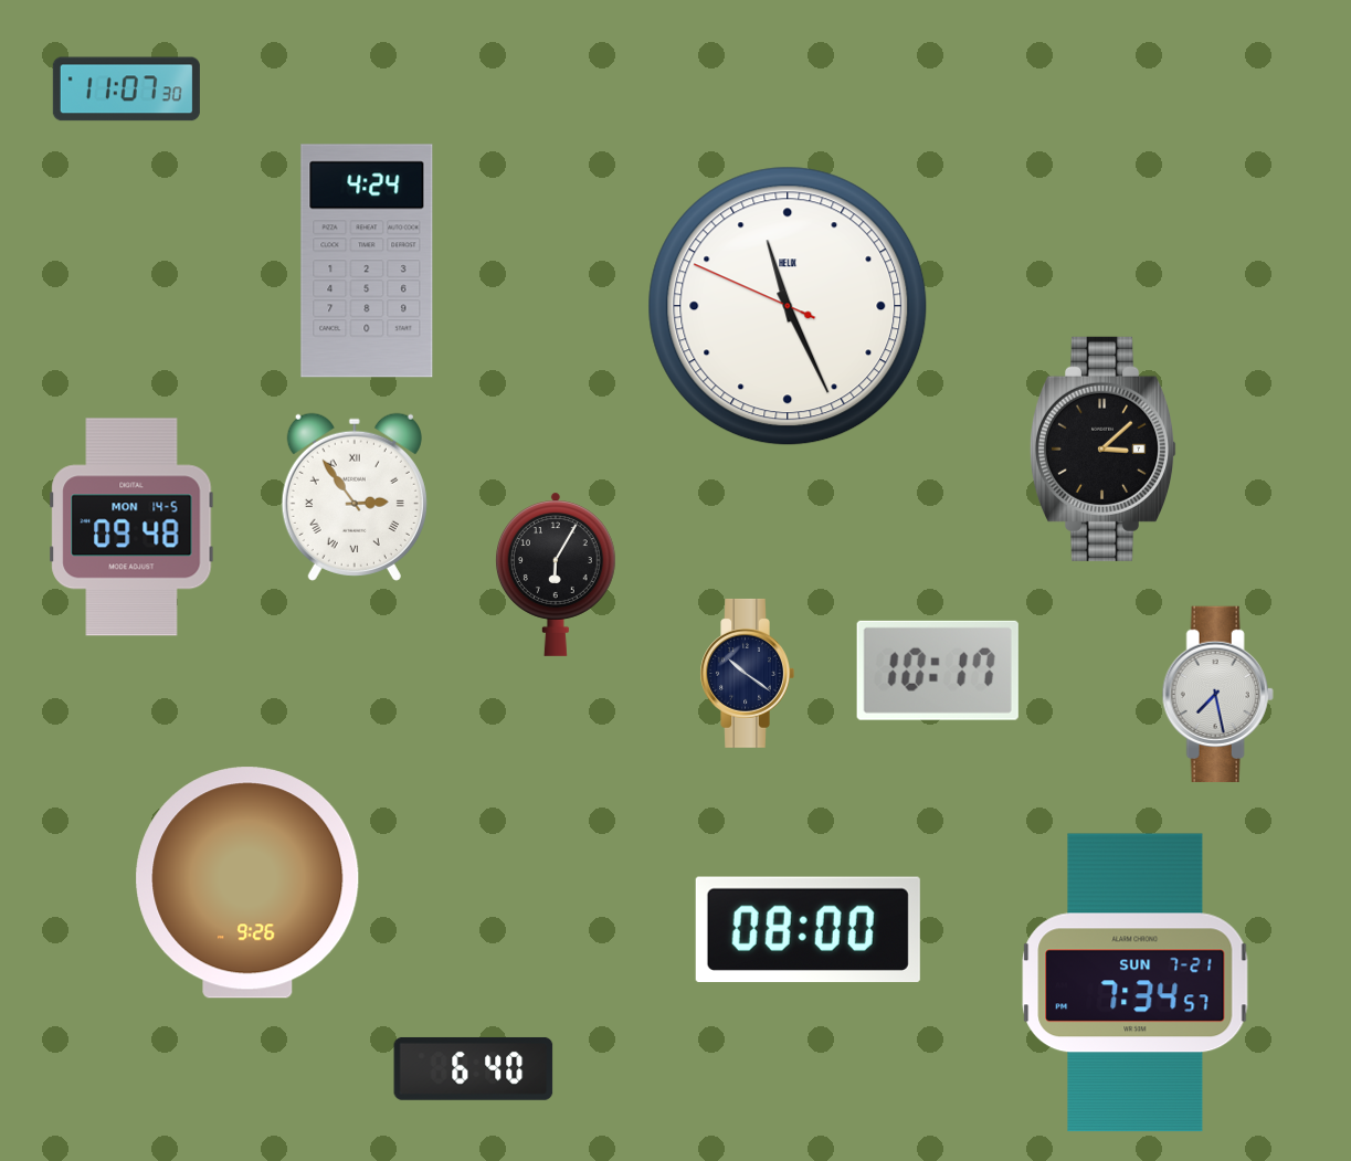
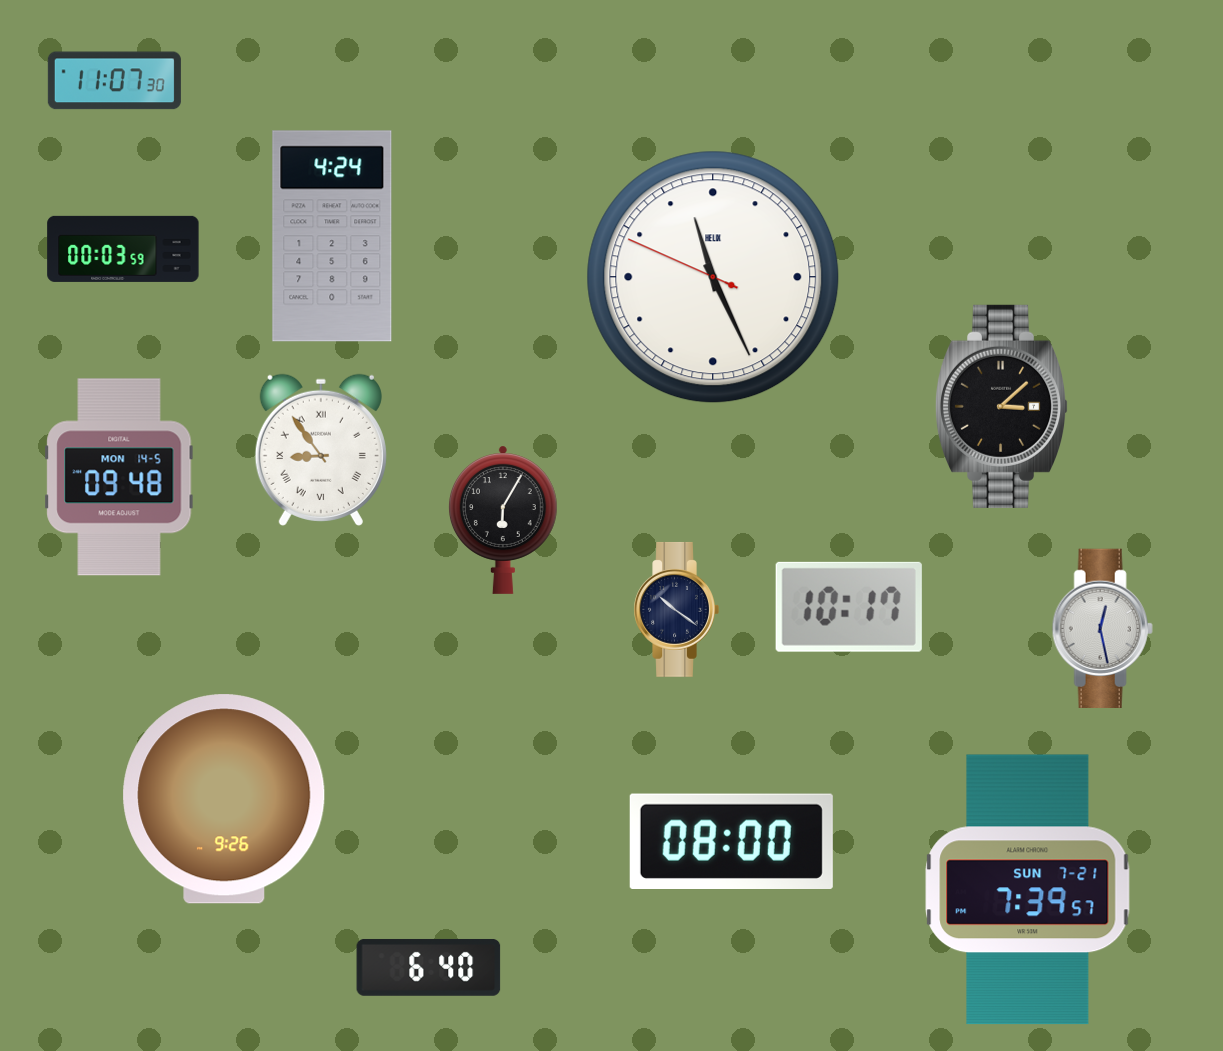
clock at (123, 249): none -> 00:03
clock at (1104, 448) position: (1104, 448) -> (1002, 406)
clock at (355, 497): 2:54 -> 8:54
clock at (1217, 694): 7:28 -> 12:28
clock at (1136, 983): 7:34 -> 7:39
